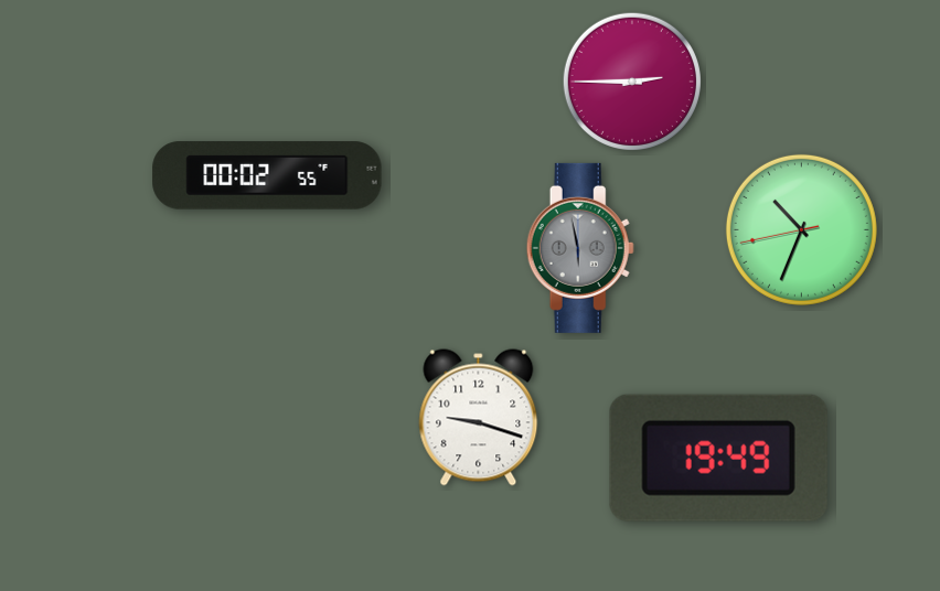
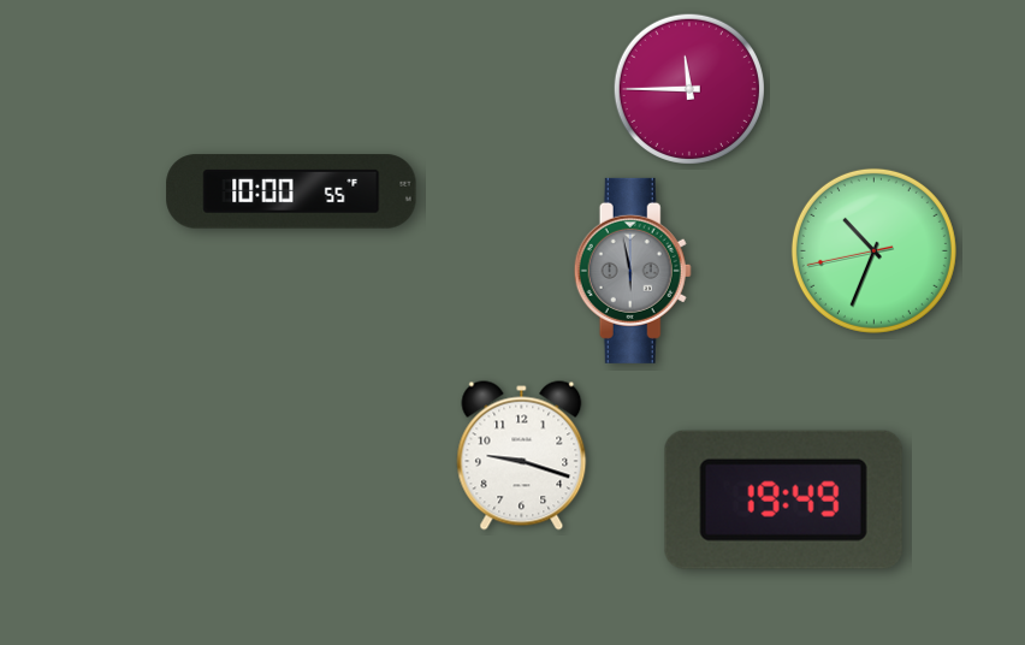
clock at (632, 82): 2:45 -> 11:45
clock at (267, 175): 00:02 -> 10:00
